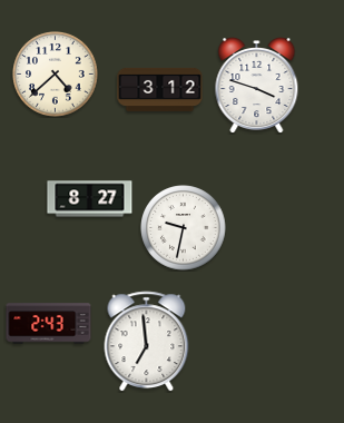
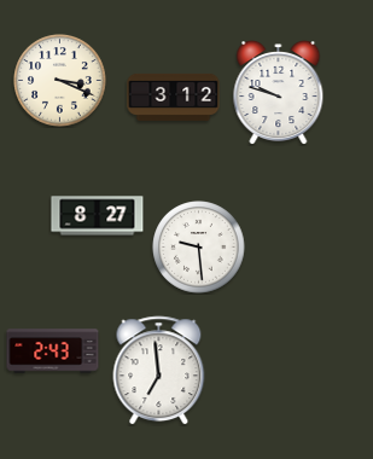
clock at (56, 75): 4:38 -> 3:19
clock at (257, 86): 3:48 -> 9:48
clock at (184, 228): 9:32 -> 9:29
